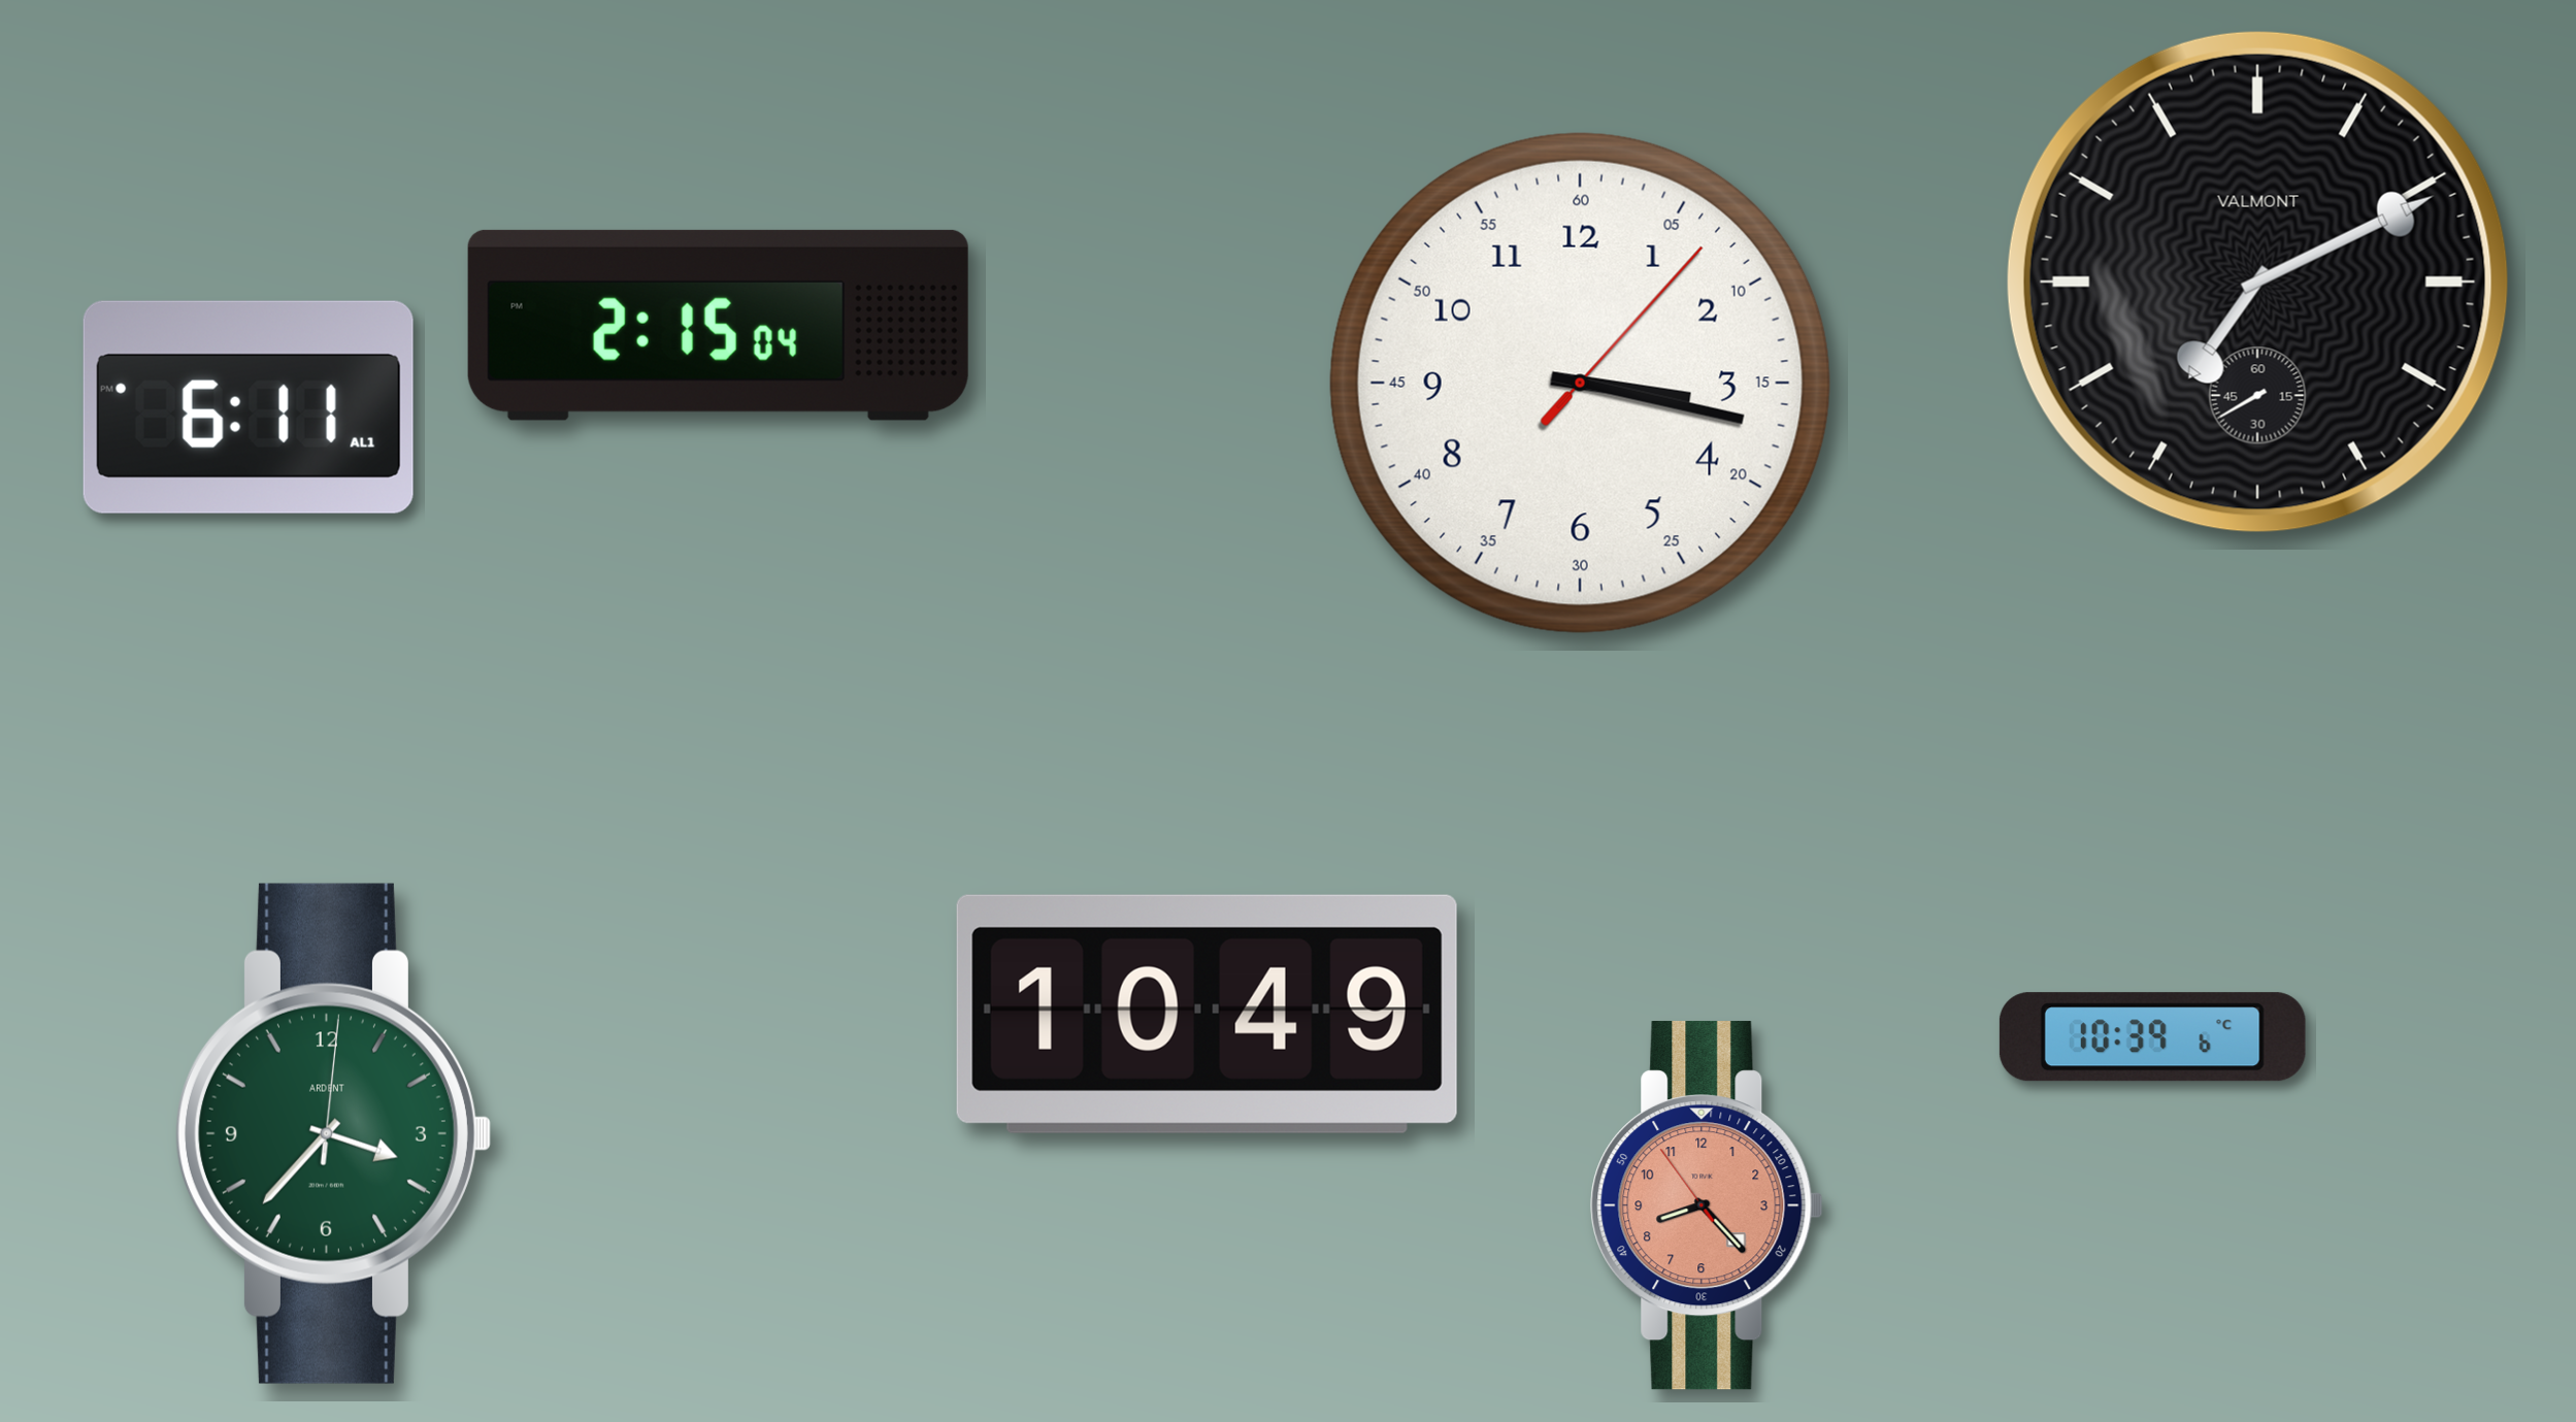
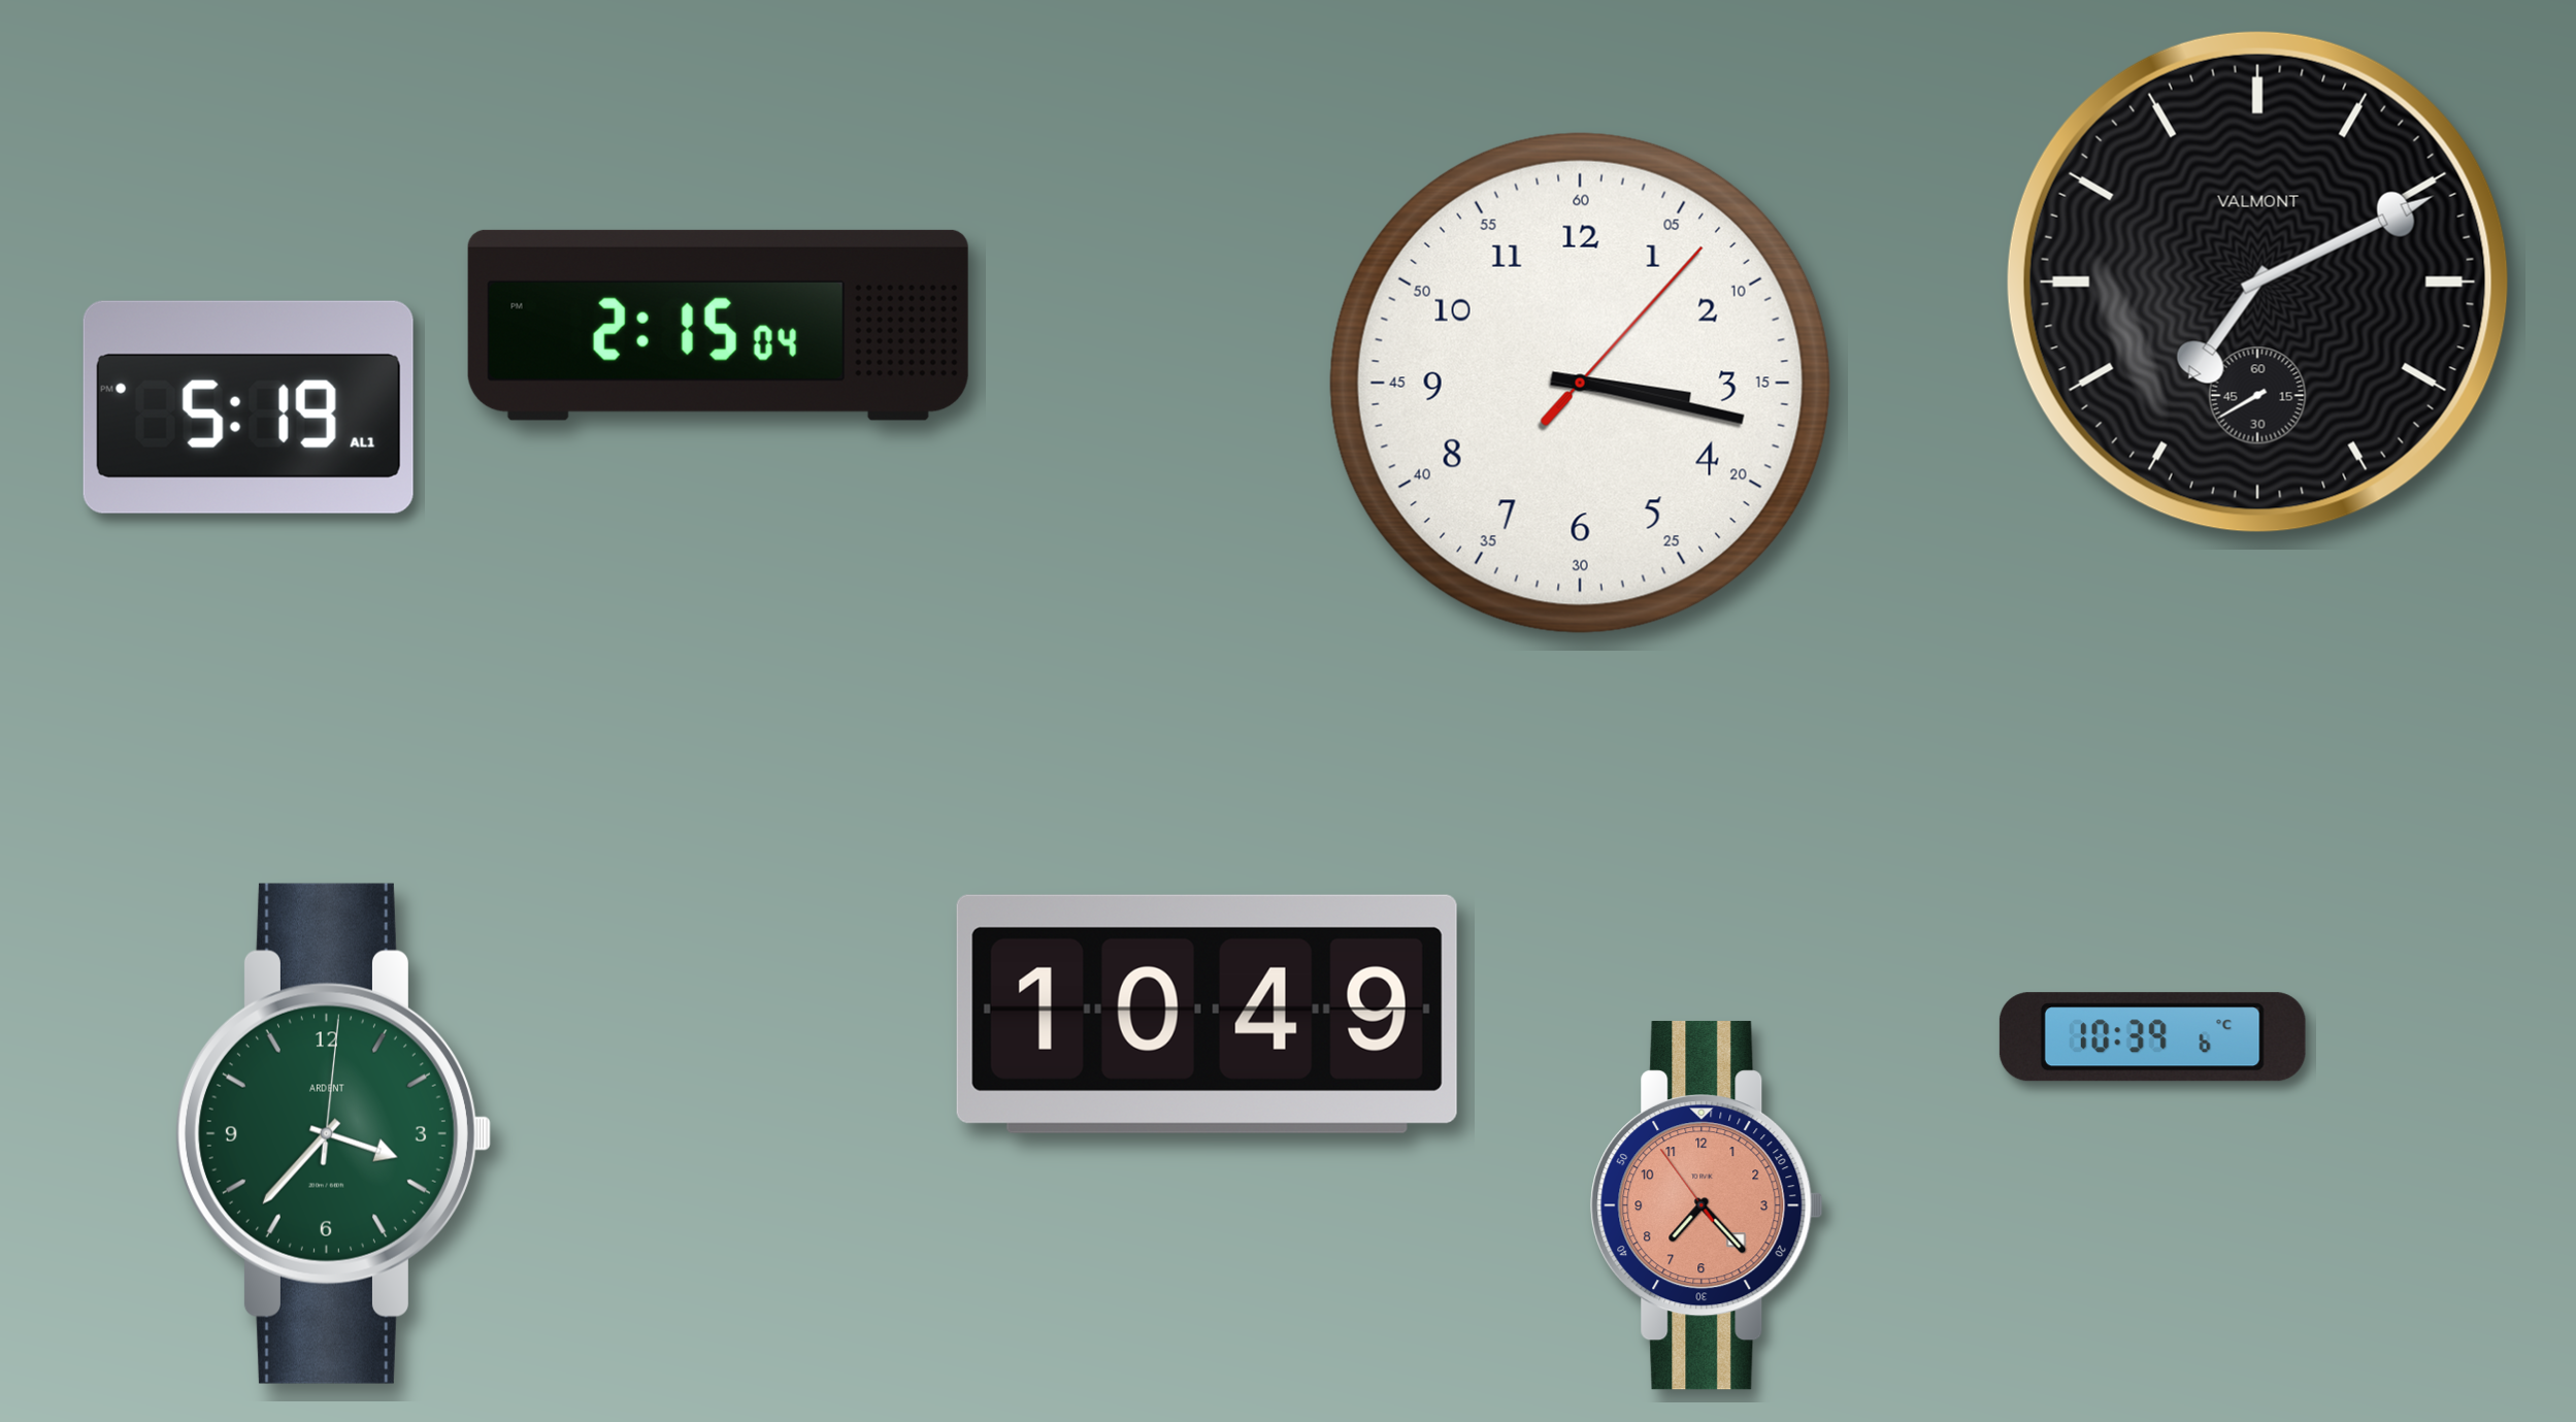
clock at (249, 407): 6:11 -> 5:19
clock at (1707, 1205): 8:22 -> 7:22
